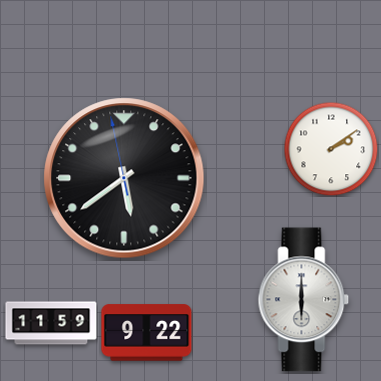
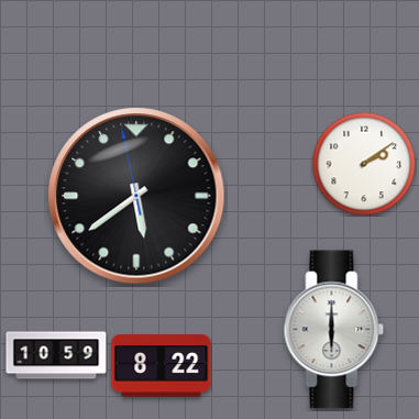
clock at (51, 323): 11:59 -> 10:59
clock at (147, 333): 9:22 -> 8:22
